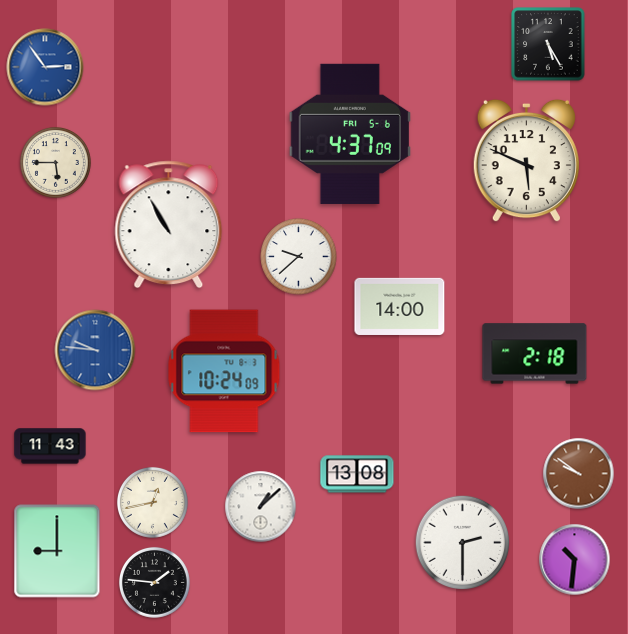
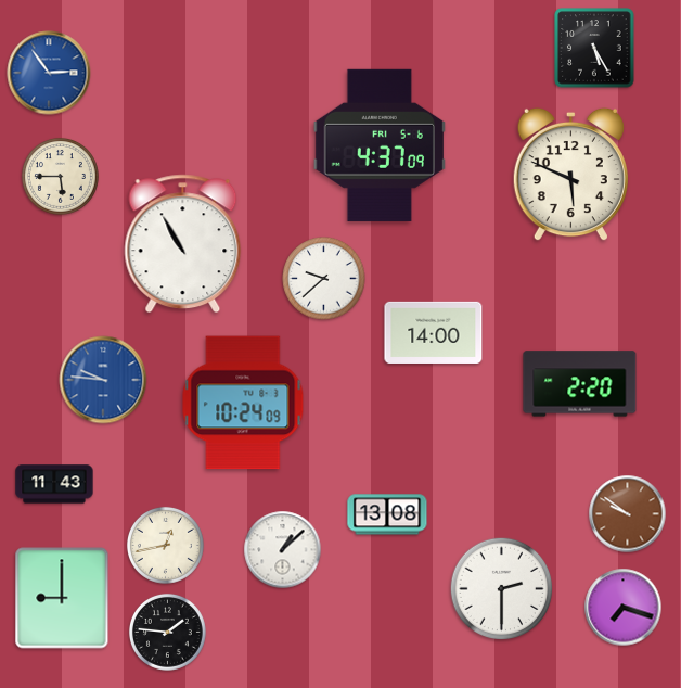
clock at (535, 354): 2:18 -> 2:20
clock at (575, 560): 10:31 -> 7:18
